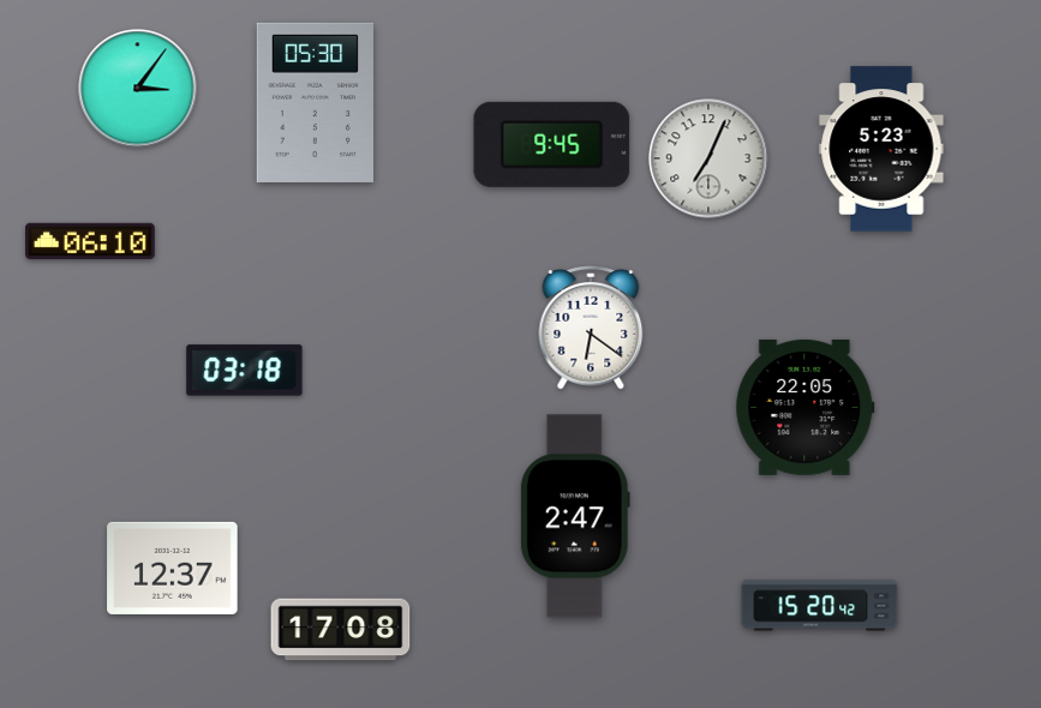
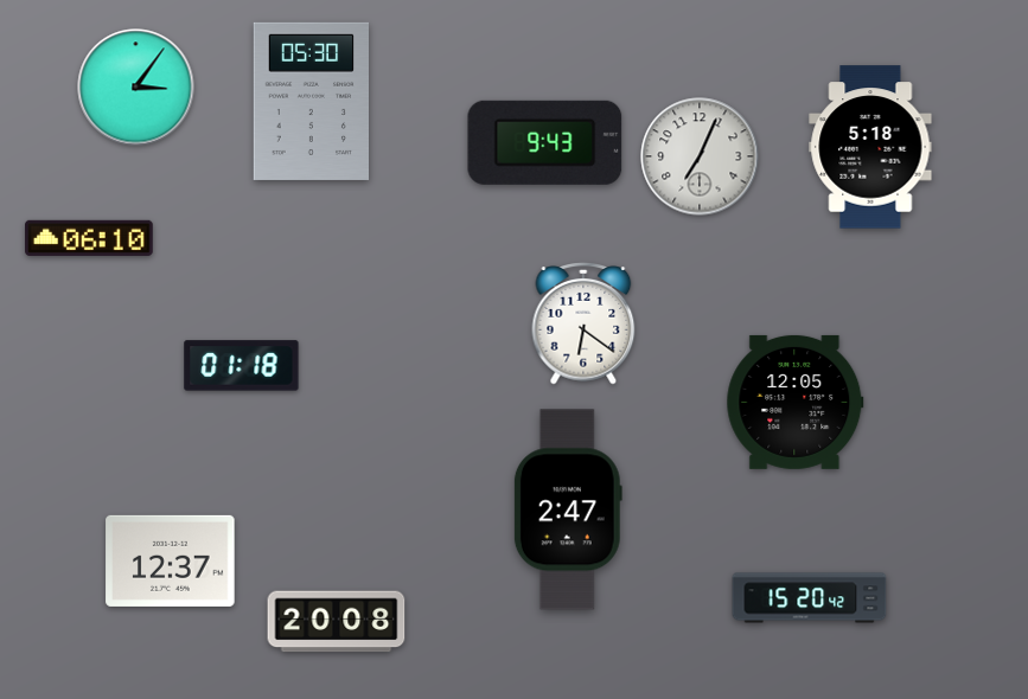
clock at (552, 144): 9:45 -> 9:43
clock at (881, 149): 5:23 -> 5:18
clock at (245, 371): 03:18 -> 01:18
clock at (806, 407): 22:05 -> 12:05
clock at (341, 630): 17:08 -> 20:08
